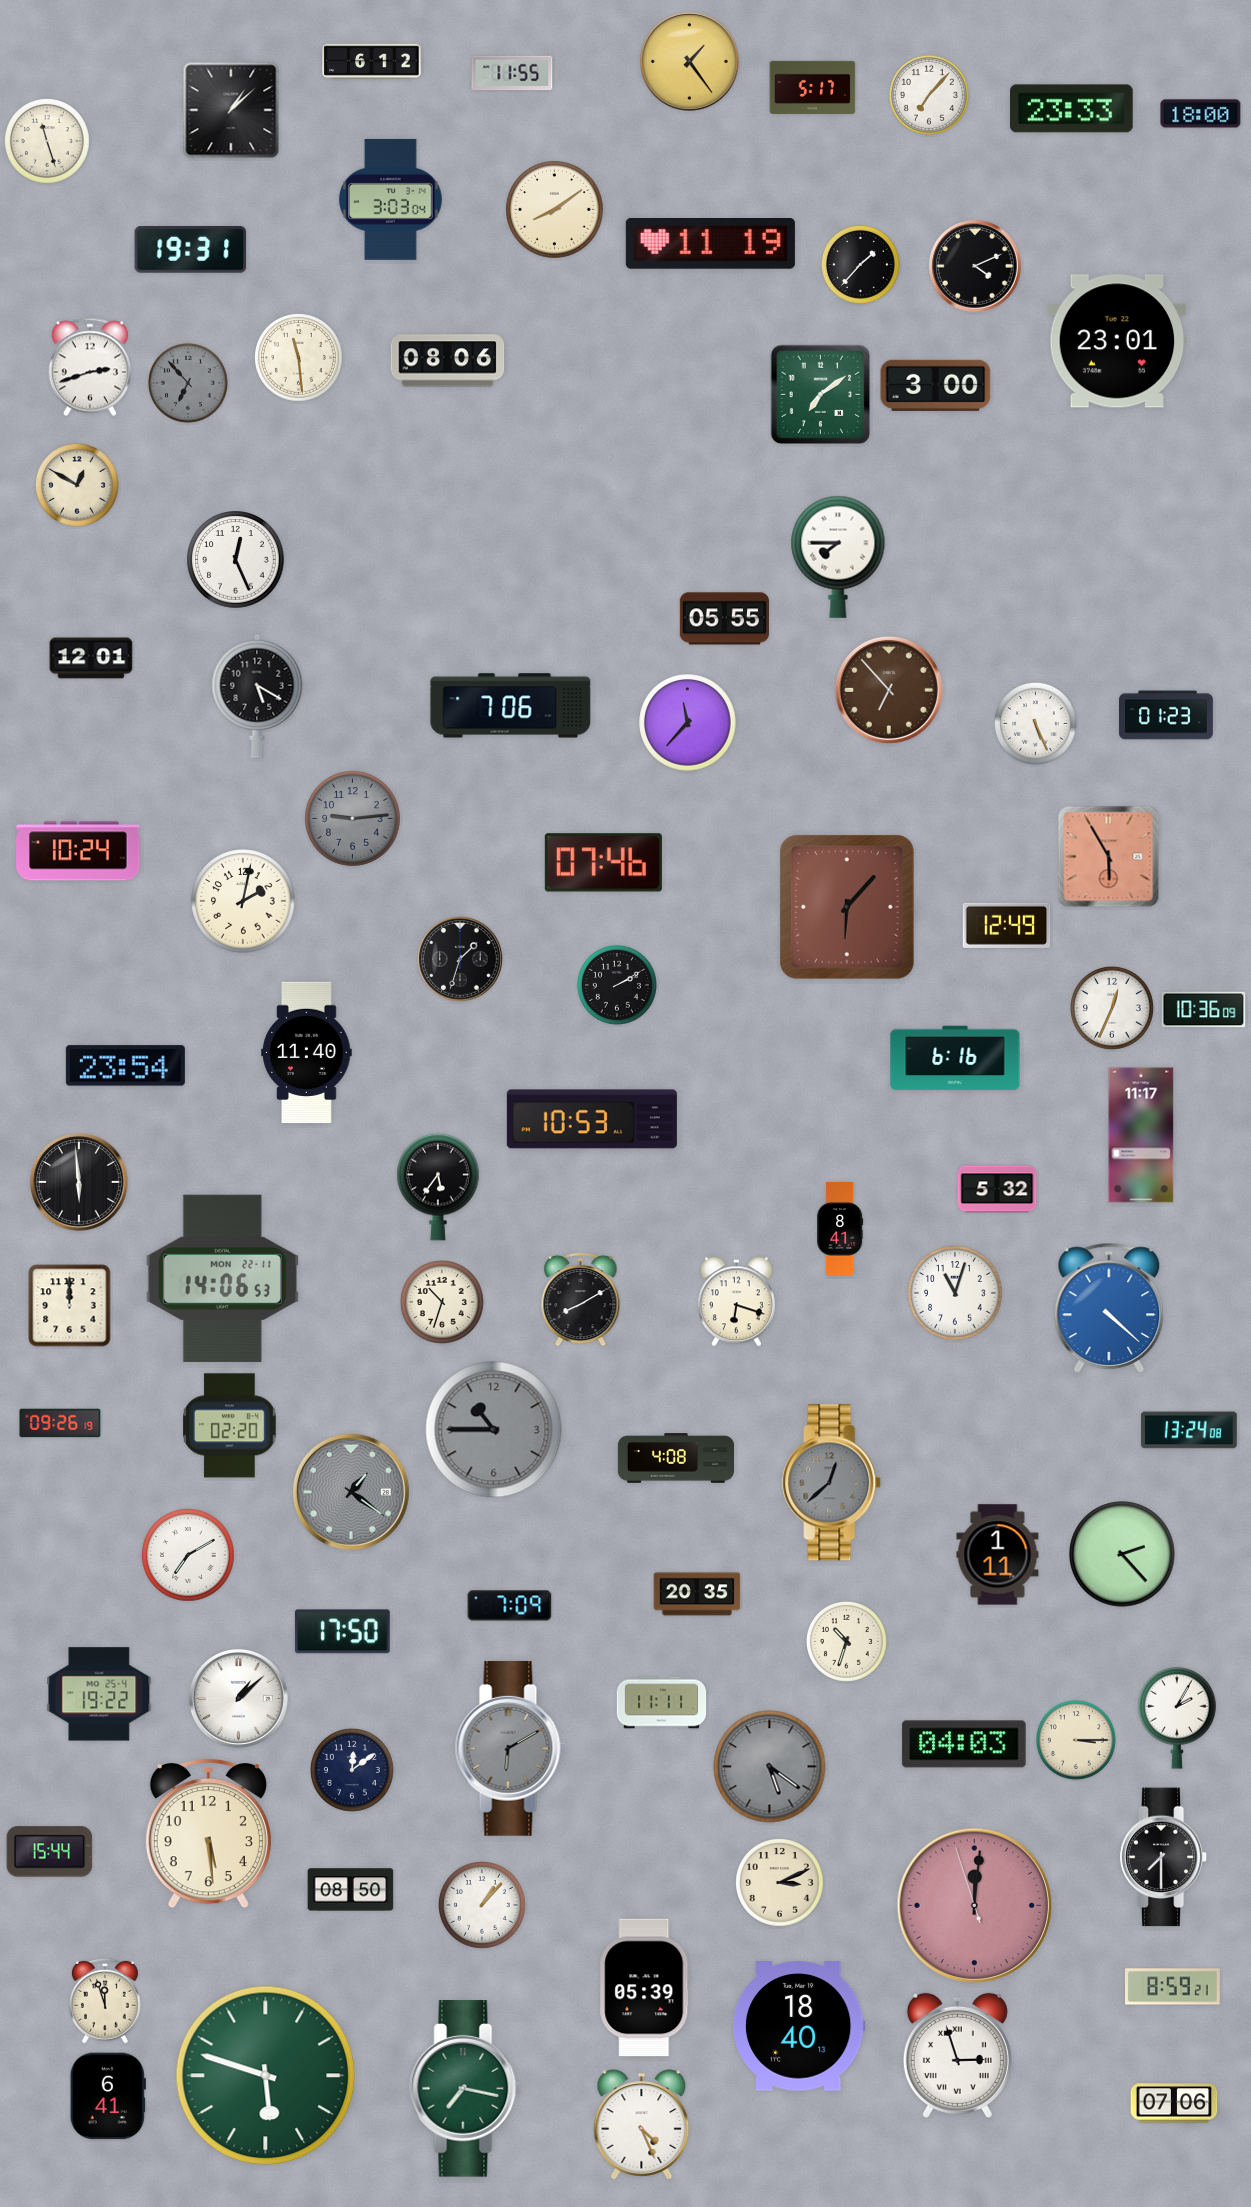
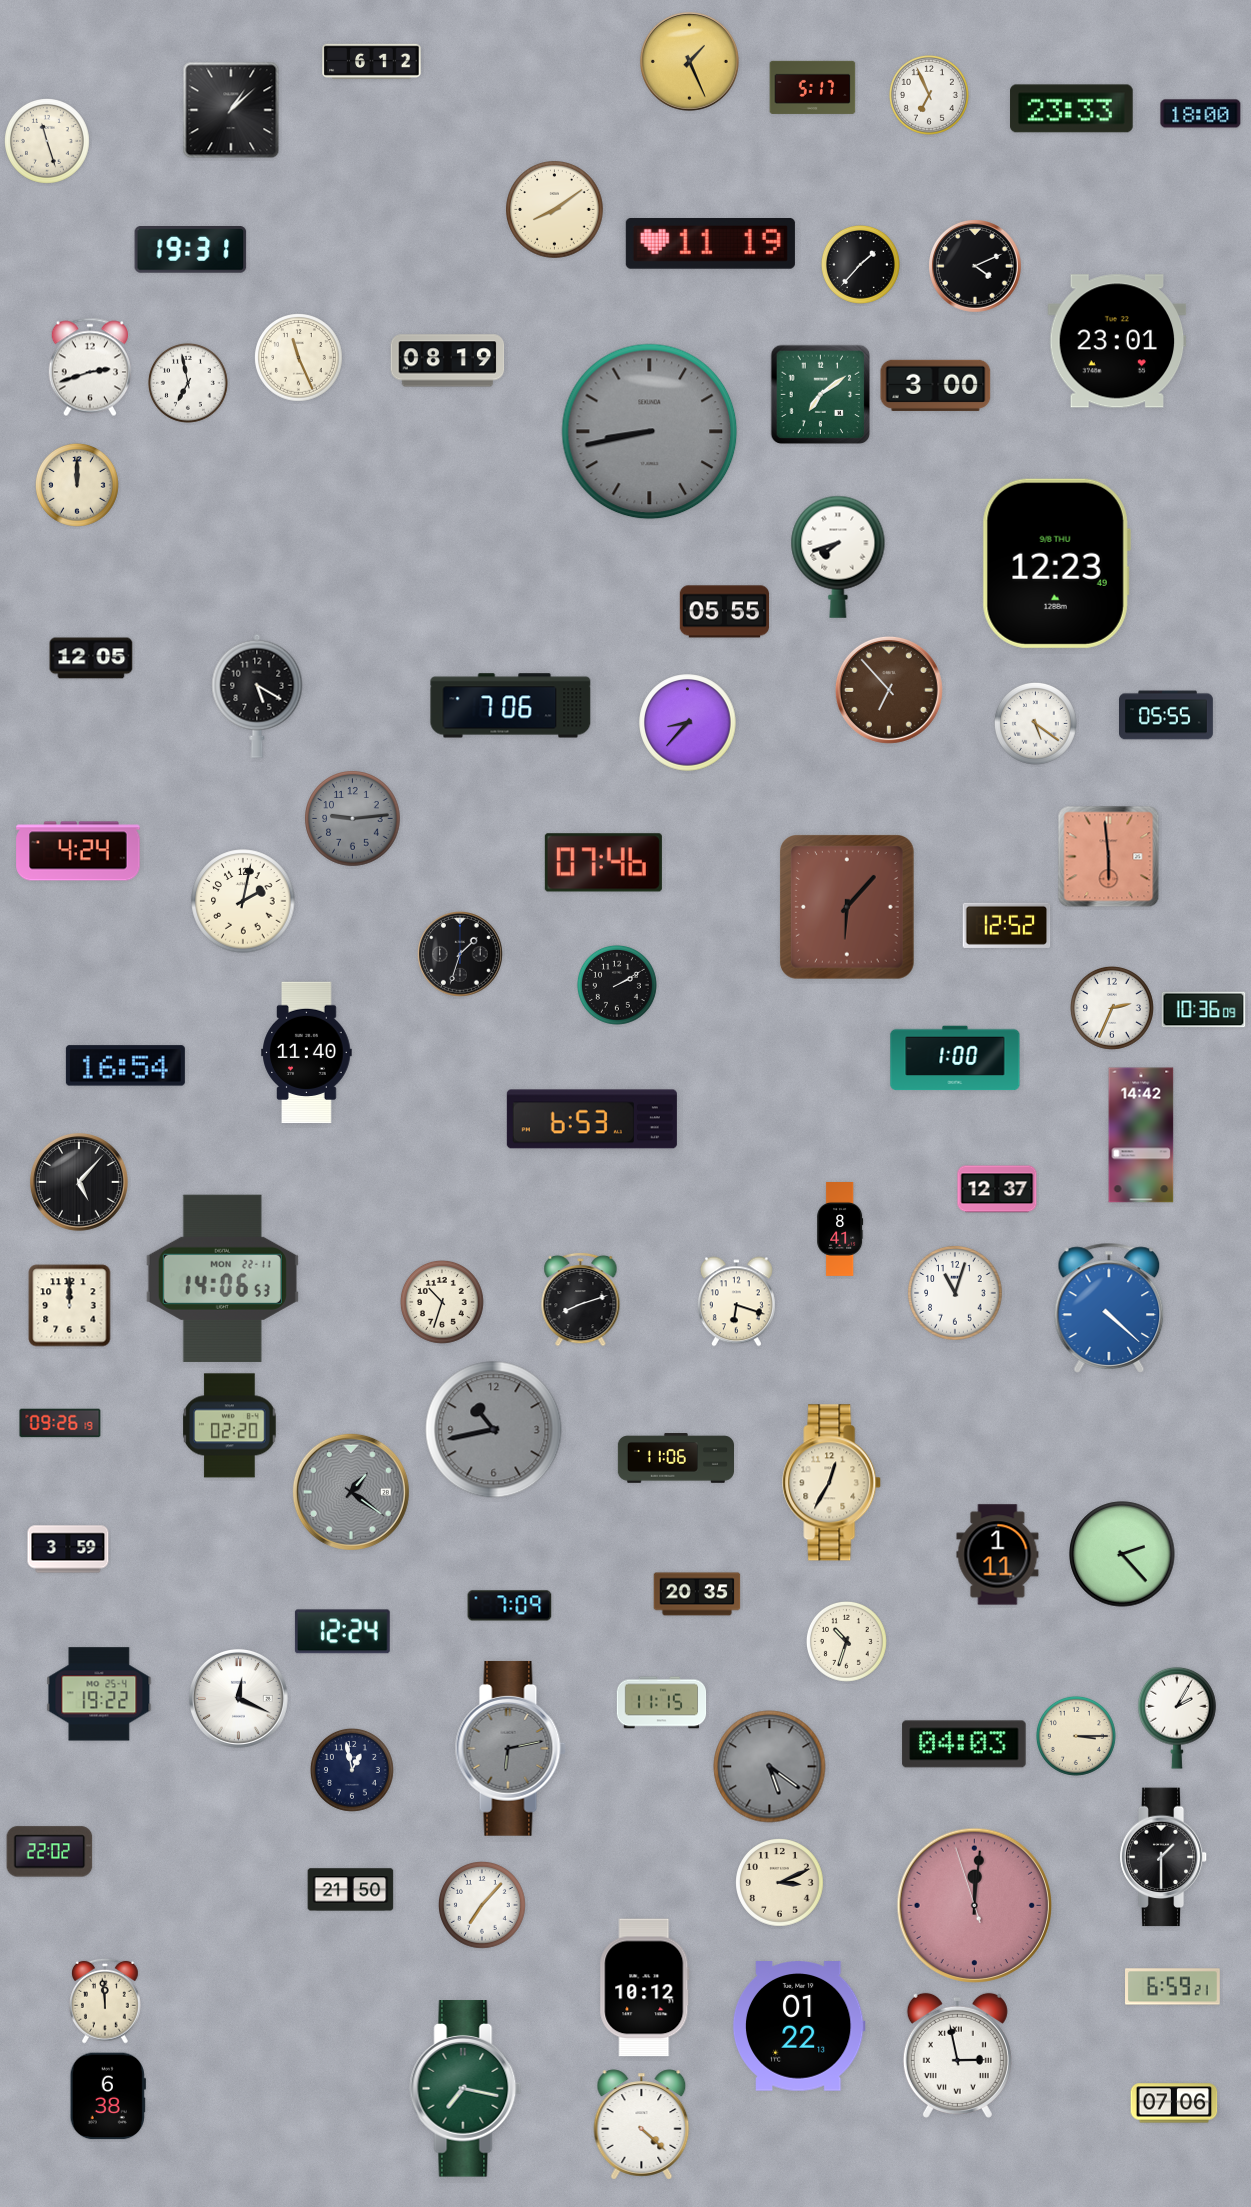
clock at (689, 61): 1:24 -> 1:26
clock at (512, 73): 11:55 -> none
clock at (929, 95): 7:07 -> 6:56
clock at (391, 199): 3:03 -> none
clock at (299, 358): 11:29 -> 11:26
clock at (448, 361): 08:06 -> 08:19
clock at (188, 383): 6:53 -> 6:58
clock at (188, 383) dial: grey -> white
clock at (650, 432): none -> 8:43
clock at (78, 486): 12:50 -> 12:00
clock at (838, 557): 7:45 -> 7:42
clock at (236, 560): 12:26 -> none
clock at (1056, 563): none -> 12:23
clock at (725, 619) position: (725, 619) -> (725, 612)
clock at (91, 658): 12:01 -> 12:05
clock at (1167, 715): 01:23 -> 05:55
clock at (688, 723): 11:37 -> 8:37
clock at (1035, 723): 5:26 -> 5:21
clock at (78, 851): 10:24 -> 4:24
clock at (1109, 857): 5:55 -> 5:59
clock at (1007, 925): 12:49 -> 12:52
clock at (460, 959) position: (460, 959) -> (460, 954)
clock at (1113, 1009): 12:34 -> 2:34
clock at (955, 1058): 6:16 -> 1:00
clock at (125, 1066): 23:54 -> 16:54
clock at (592, 1119): 10:53 -> 6:53
clock at (1141, 1135): 11:17 -> 14:42
clock at (79, 1182): 5:59 -> 5:07
clock at (438, 1187): 5:36 -> none
clock at (997, 1189): 5:32 -> 12:37
clock at (581, 1299): 8:10 -> 8:12
clock at (494, 1430): 10:45 -> 10:43
clock at (1189, 1430): 13:24 -> none
clock at (675, 1458): 4:08 -> 11:06
clock at (832, 1483): 12:38 -> 12:35
clock at (832, 1483) dial: grey -> cream
clock at (68, 1549): none -> 3:59
clock at (188, 1555): 7:10 -> none
clock at (342, 1632): 17:50 -> 12:24
clock at (238, 1698): 1:08 -> 12:19
clock at (662, 1703): 11:11 -> 11:15
clock at (1076, 1740) position: (1076, 1740) -> (1076, 1736)
clock at (510, 1748): 6:10 -> 6:13
clock at (353, 1771): 12:09 -> 12:58
clock at (208, 1833): 5:29 -> none
clock at (50, 1852): 15:44 -> 22:02
clock at (1163, 1857): 7:30 -> 1:30
clock at (351, 1890): 08:50 -> 21:50
clock at (483, 1906): 1:07 -> 7:07
clock at (1173, 1987): 8:59 -> 6:59
clock at (645, 1988): 05:39 -> 10:12
clock at (106, 2001): 11:57 -> 11:59
clock at (799, 2026): 18:40 -> 01:22
clock at (957, 2055): 2:57 -> 2:58
clock at (266, 2076): 5:48 -> none
clock at (108, 2096): 6:41 -> 6:38
clock at (642, 2125): 4:26 -> 4:22
